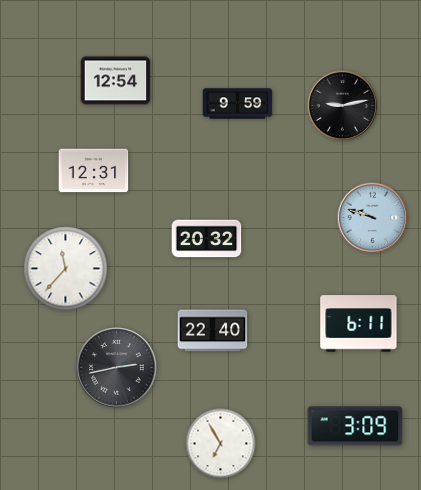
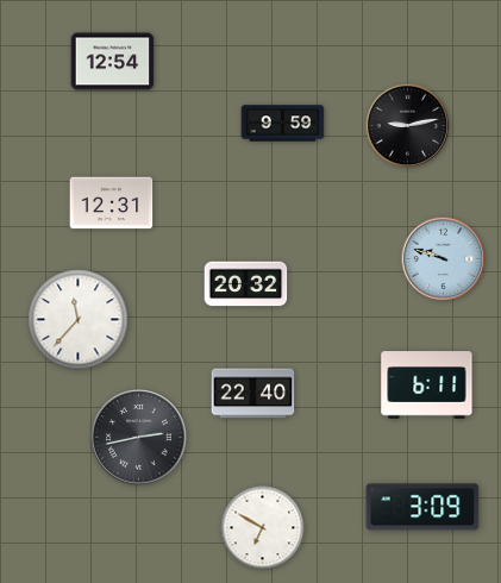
clock at (116, 81) position: (116, 81) -> (113, 62)
clock at (221, 444): 6:55 -> 6:50
